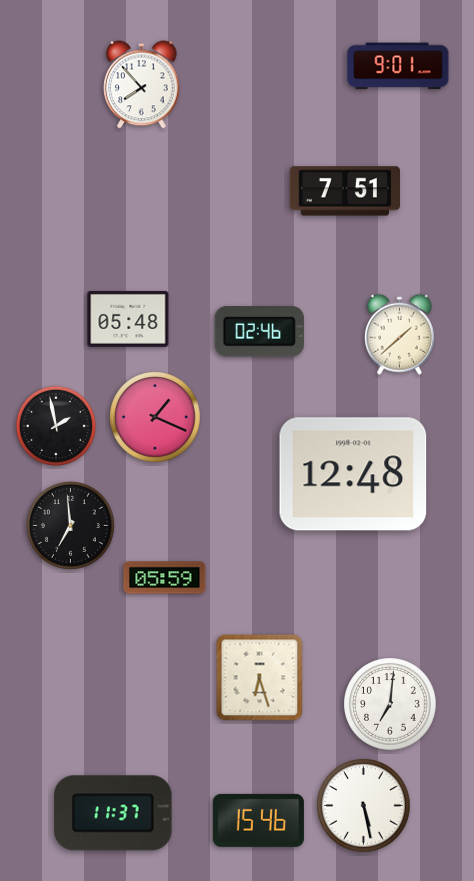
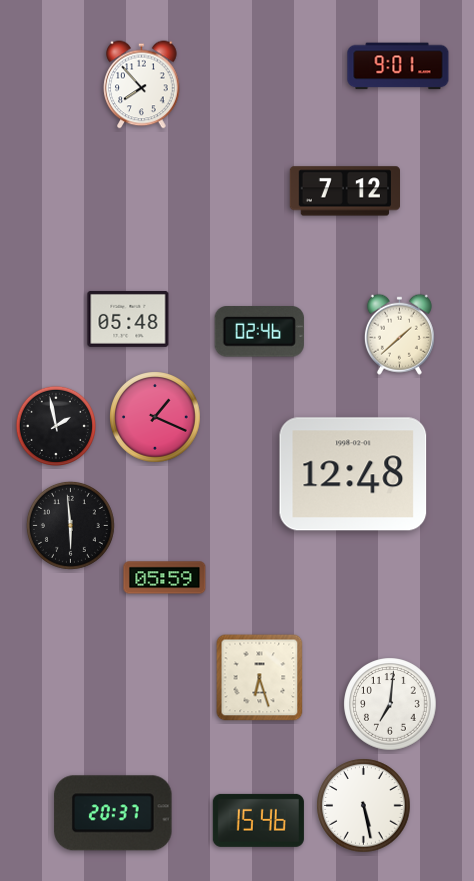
clock at (344, 191): 7:51 -> 7:12
clock at (70, 525): 6:59 -> 5:59
clock at (113, 813): 11:37 -> 20:37
